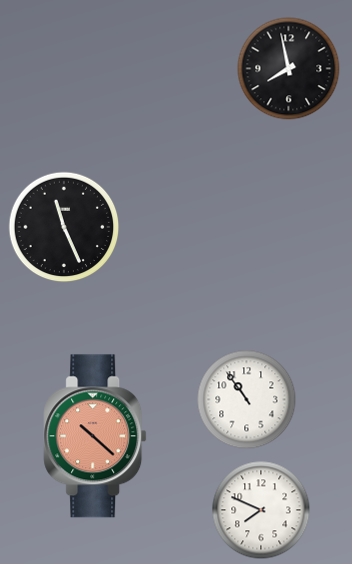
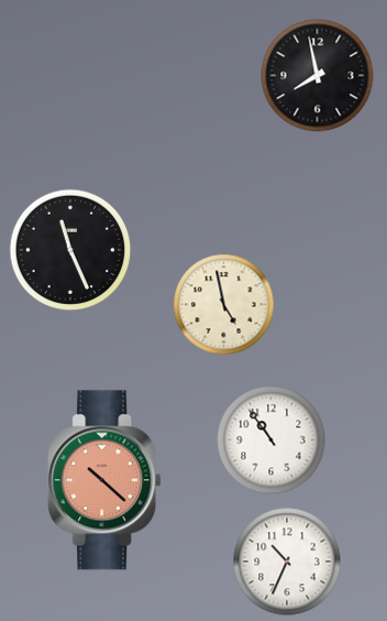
clock at (224, 305): none -> 4:58
clock at (261, 510): 7:49 -> 10:34
